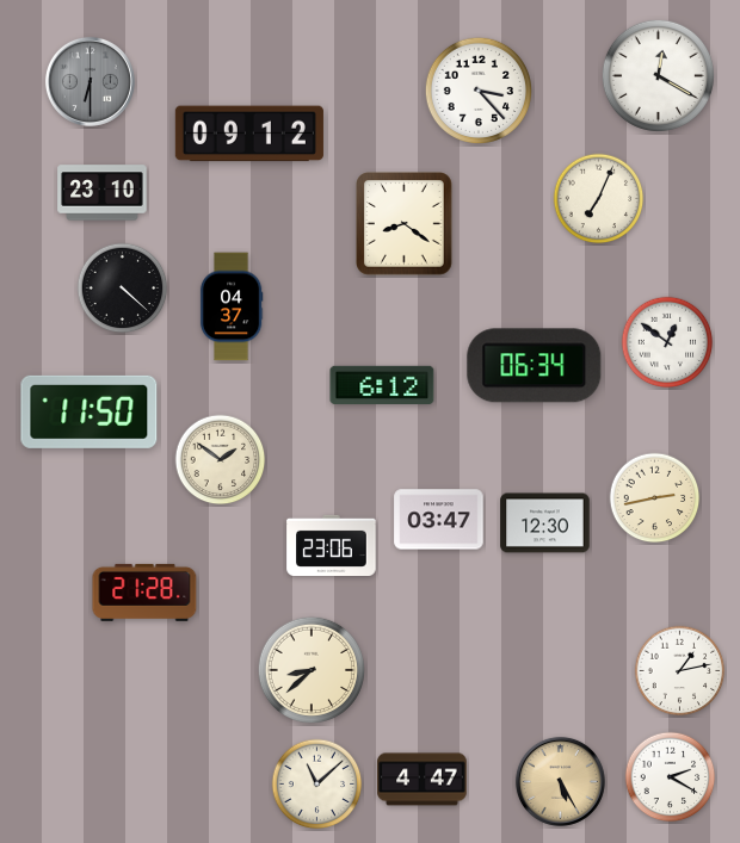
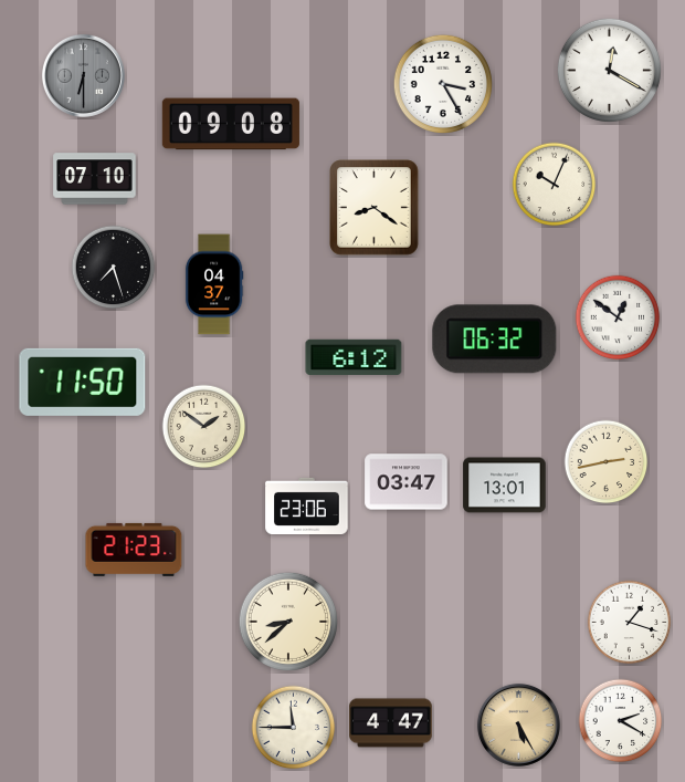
clock at (477, 89): 3:23 -> 3:25
clock at (249, 134): 09:12 -> 09:08
clock at (103, 193): 23:10 -> 07:10
clock at (599, 199): 7:04 -> 10:04
clock at (123, 289): 4:22 -> 7:27
clock at (535, 366): 06:34 -> 06:32
clock at (545, 523): 12:30 -> 13:01
clock at (144, 593): 21:28 -> 21:23
clock at (680, 671): 1:13 -> 1:18
clock at (317, 785): 11:08 -> 11:45
